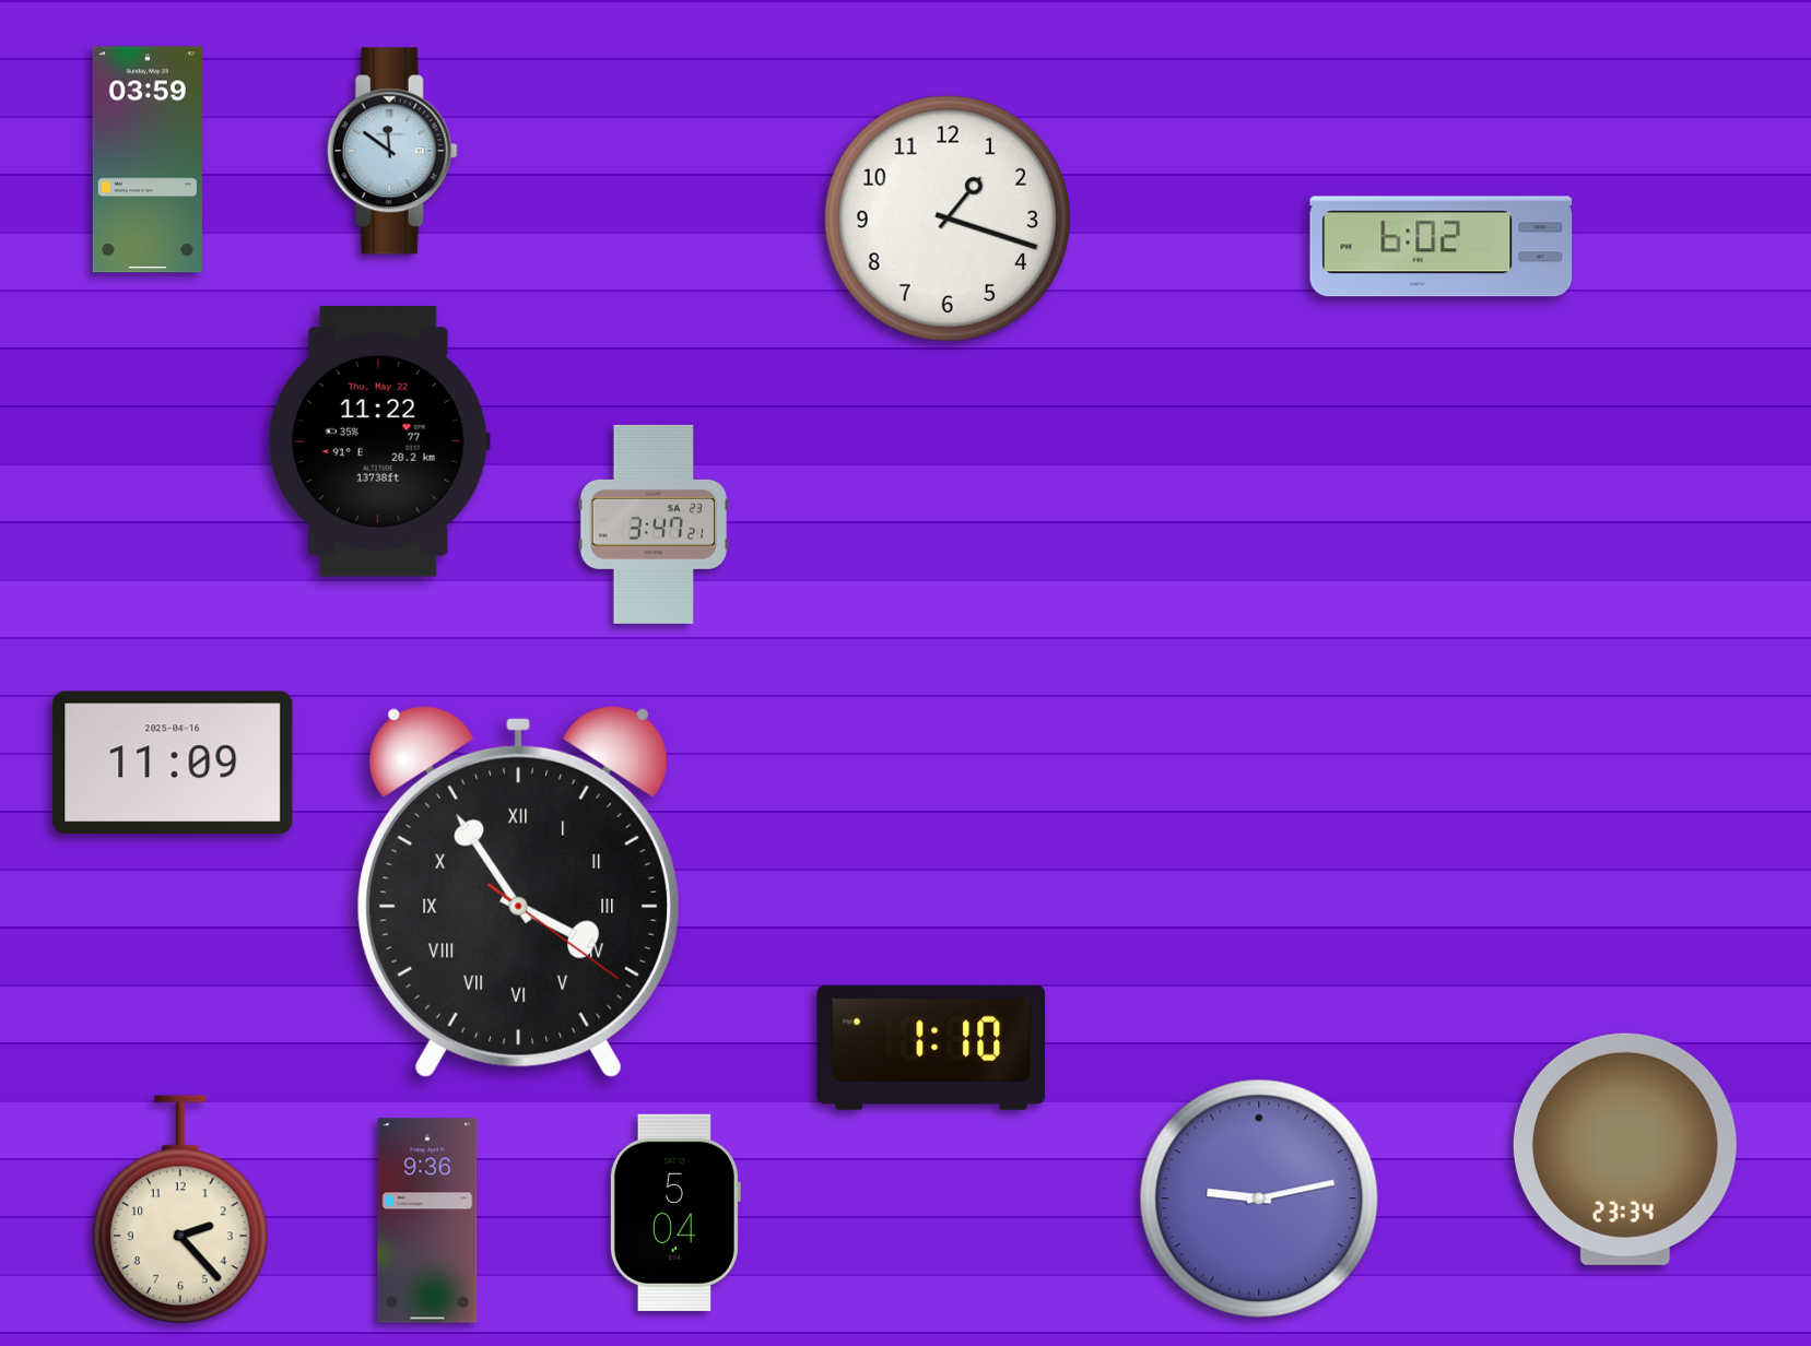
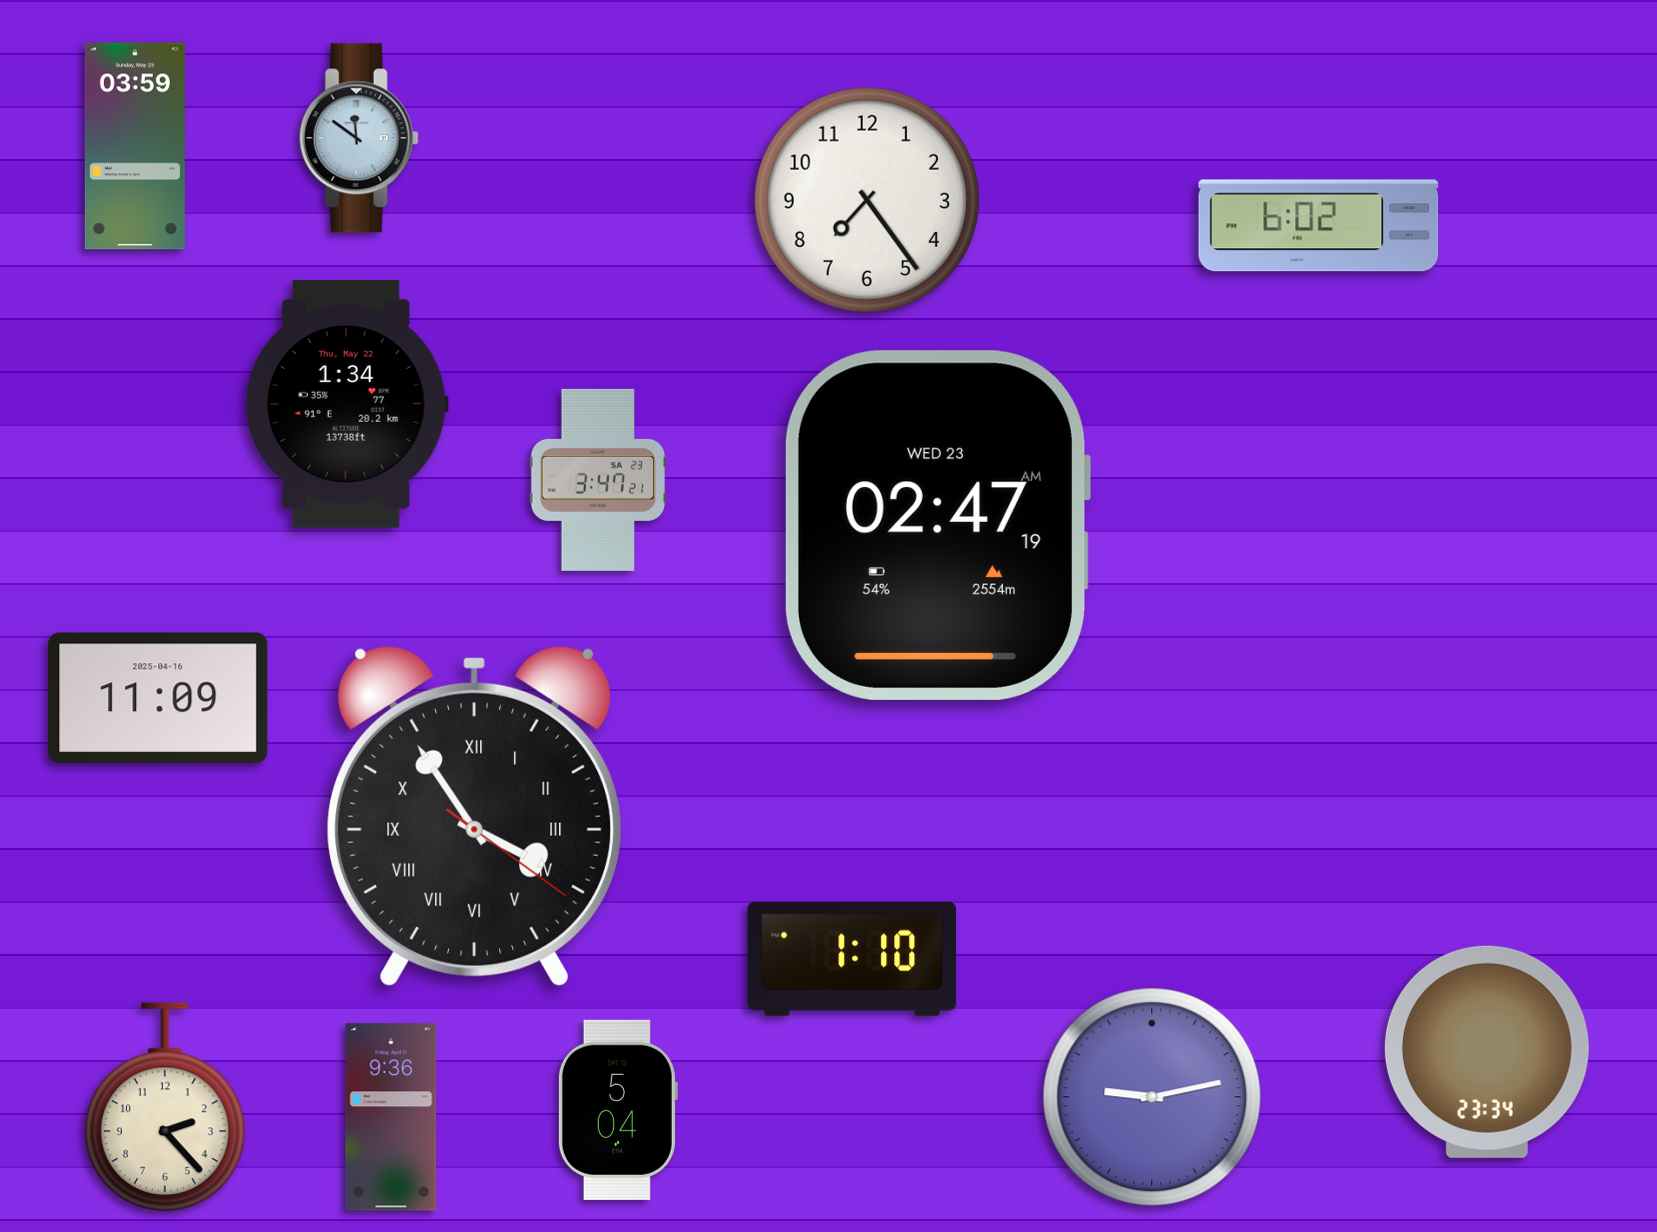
clock at (946, 217): 1:18 -> 7:24
clock at (379, 442): 11:22 -> 1:34
clock at (937, 525): none -> 02:47
